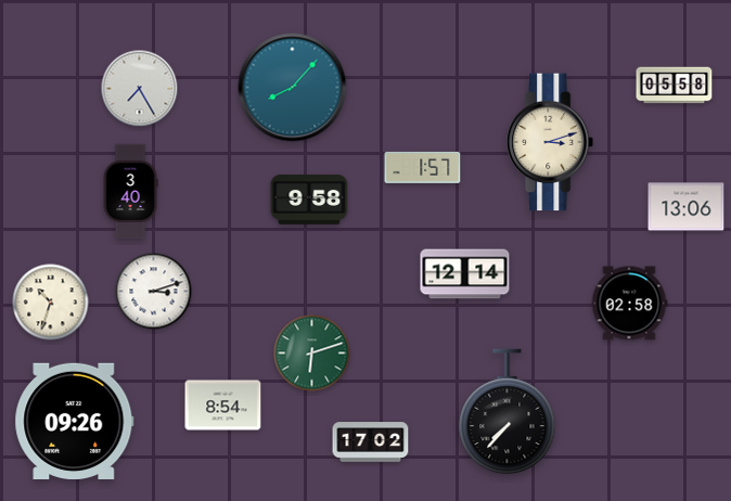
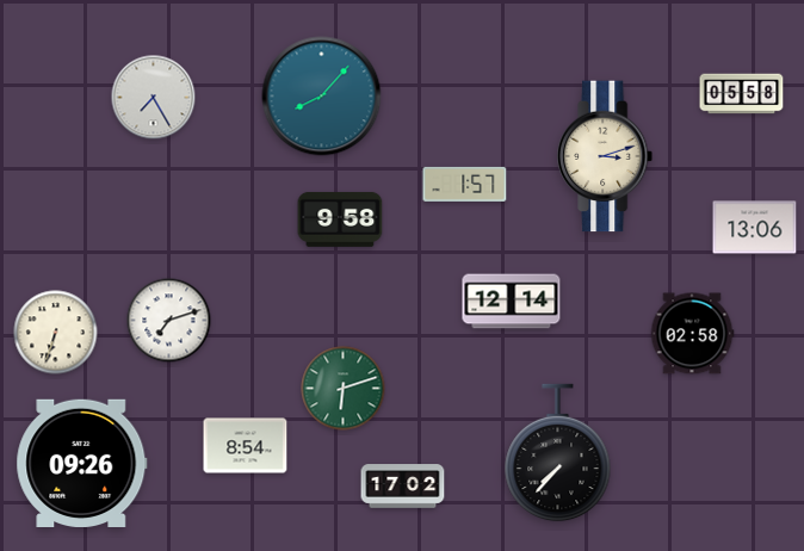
clock at (130, 192): 3:40 -> none
clock at (154, 292): 3:12 -> 7:12
clock at (51, 303): 10:33 -> 6:33
clock at (371, 442) position: (371, 442) -> (403, 487)
